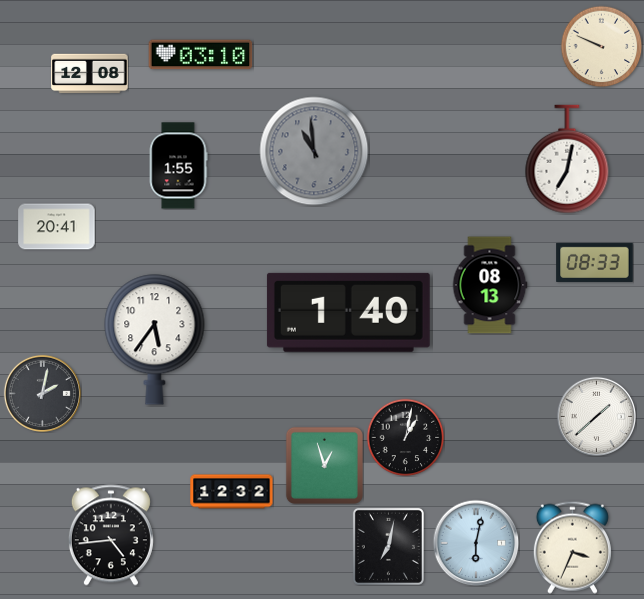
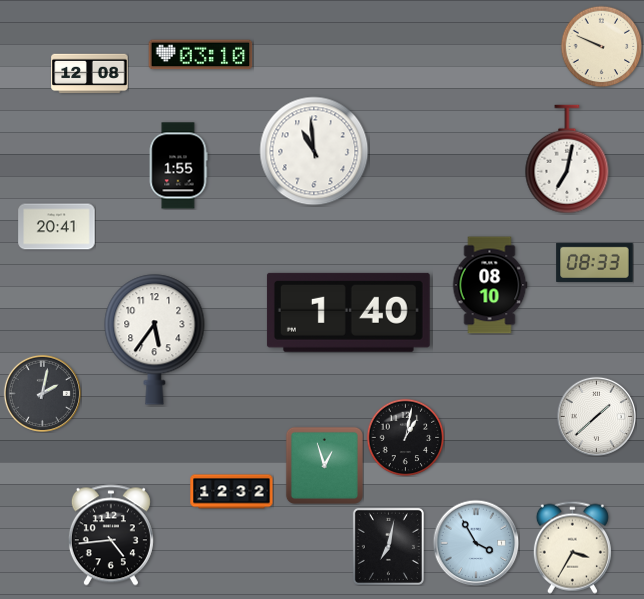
clock at (314, 151) dial: grey -> white
clock at (490, 285): 08:13 -> 08:10
clock at (476, 543): 6:02 -> 3:55
clock at (572, 547): 3:34 -> 3:35
